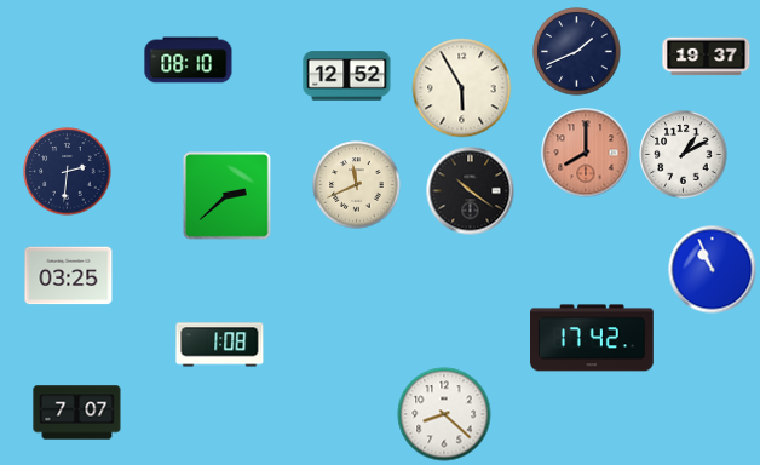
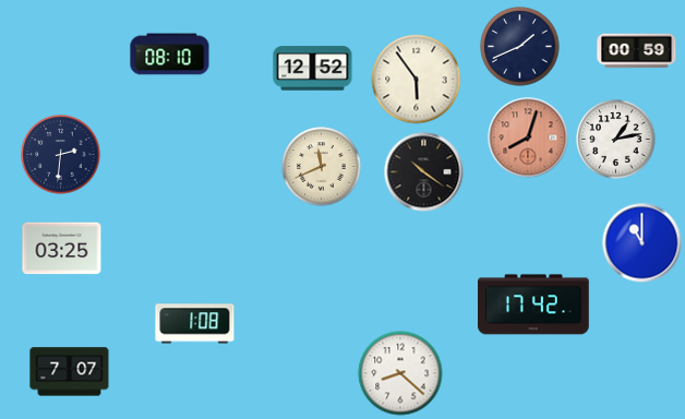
clock at (707, 57): 19:37 -> 00:59
clock at (462, 88): 5:55 -> 5:54
clock at (586, 153): 8:00 -> 8:03
clock at (684, 155): 1:10 -> 1:13
clock at (228, 196): 2:38 -> none
clock at (713, 270): 10:56 -> 11:00
clock at (220, 345) position: (220, 345) -> (195, 324)
